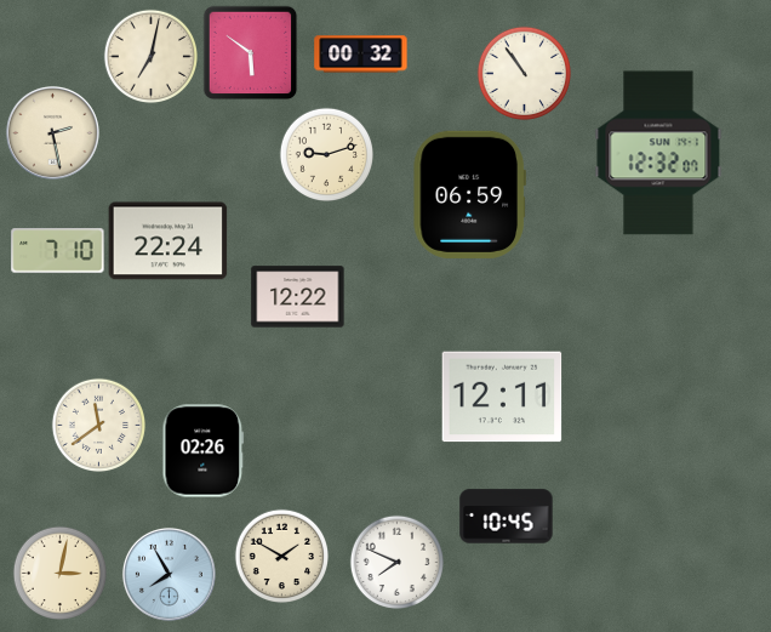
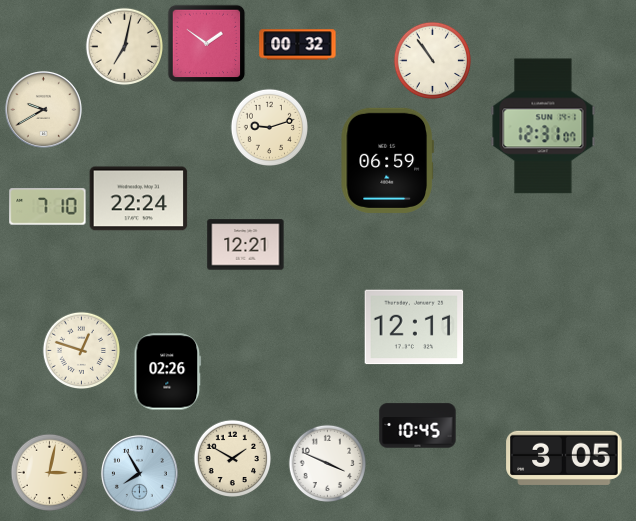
clock at (250, 52): 5:51 -> 1:51
clock at (52, 132): 2:28 -> 9:40
clock at (658, 153): 12:32 -> 12:31
clock at (298, 297): 12:22 -> 12:21
clock at (98, 425): 11:39 -> 12:48
clock at (564, 458): none -> 3:05
clock at (396, 562): 7:49 -> 3:49
